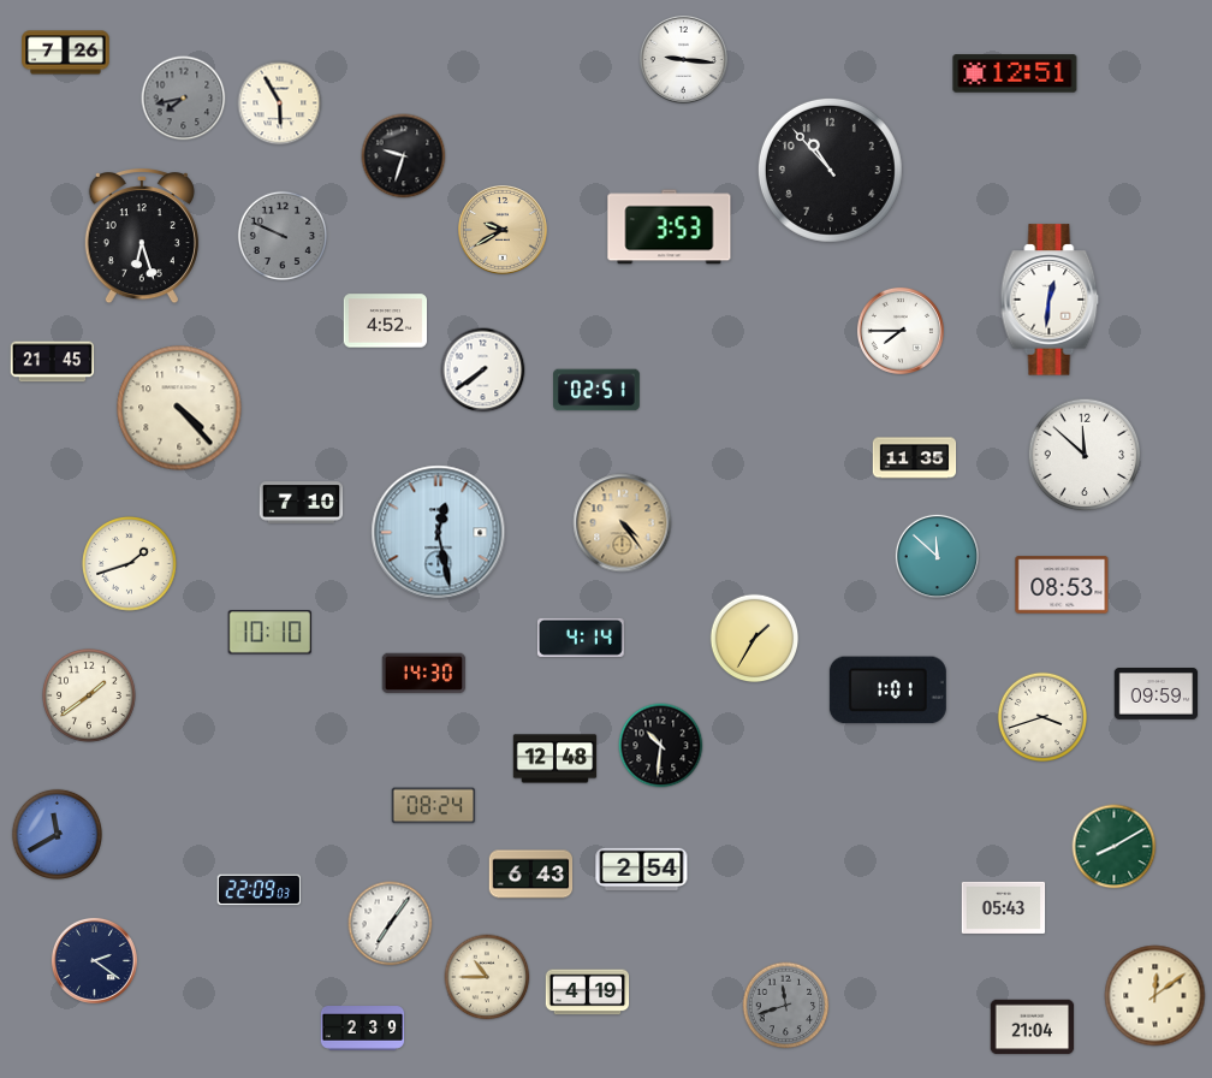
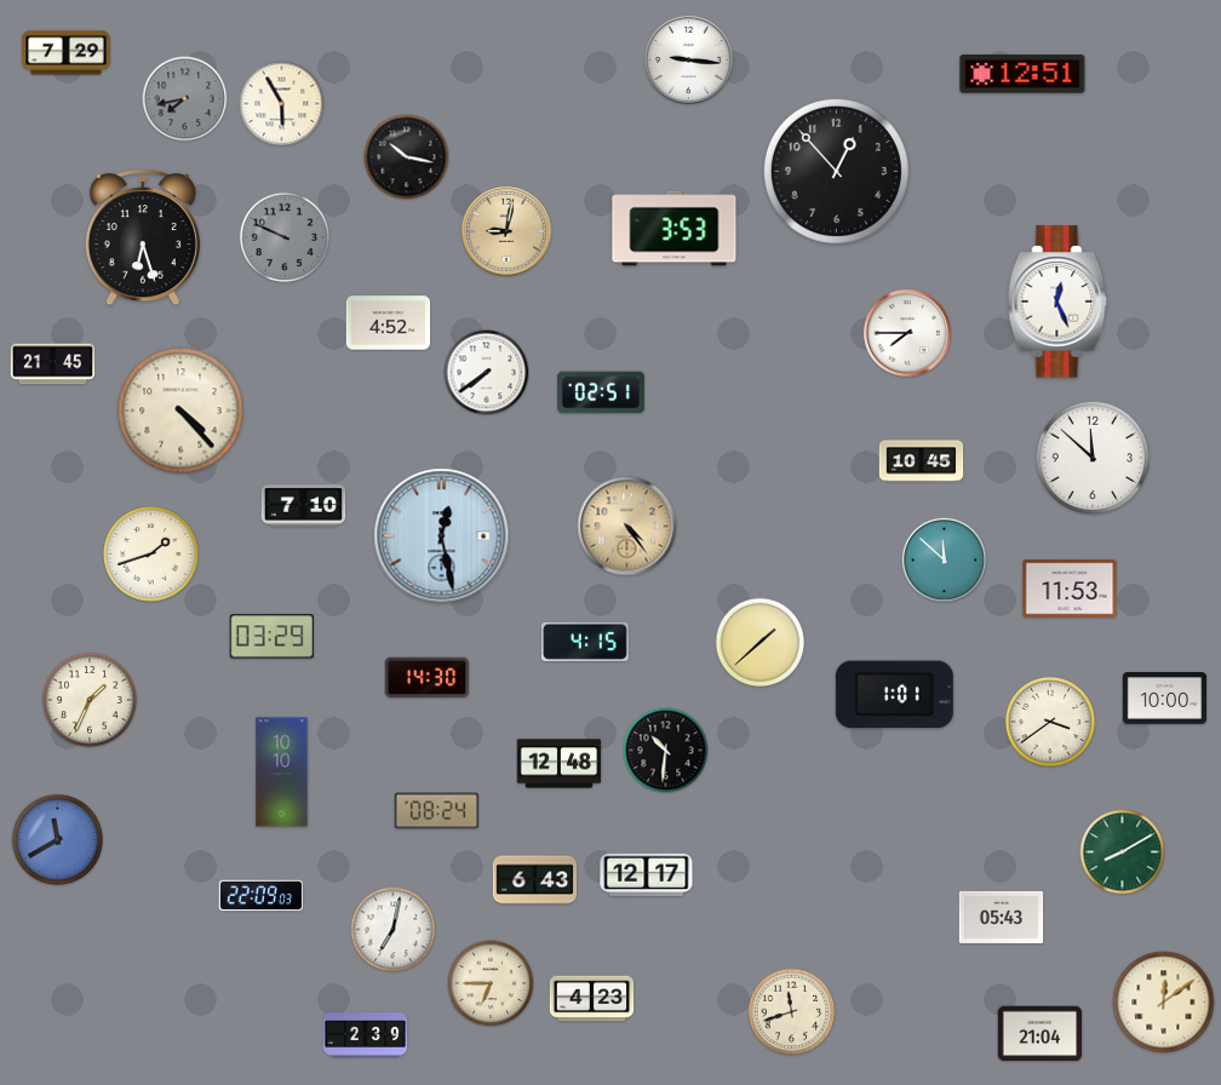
clock at (66, 53): 7:26 -> 7:29
clock at (404, 156): 9:33 -> 10:17
clock at (830, 170): 10:53 -> 12:53
clock at (504, 231): 9:40 -> 9:02
clock at (1050, 300): 12:31 -> 12:26
clock at (915, 458): 11:35 -> 10:45
clock at (130, 564) position: (130, 564) -> (151, 555)
clock at (1062, 585): 08:53 -> 11:53
clock at (269, 633): 10:10 -> 03:29
clock at (581, 638): 4:14 -> 4:15
clock at (755, 639): 1:35 -> 1:38
clock at (1157, 694): 09:59 -> 10:00
clock at (90, 697): 1:39 -> 1:34
clock at (1041, 716): 3:42 -> 3:39
clock at (282, 773): none -> 10:10
clock at (642, 869): 2:54 -> 12:17
clock at (1004, 907) position: (1004, 907) -> (1002, 917)
clock at (391, 924): 7:06 -> 7:02
clock at (94, 960): 2:21 -> none
clock at (487, 977): 10:45 -> 6:45
clock at (588, 993): 4:19 -> 4:23
clock at (786, 1006) dial: grey -> cream
